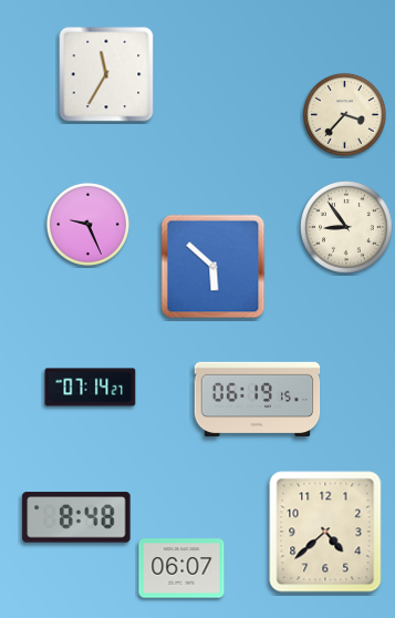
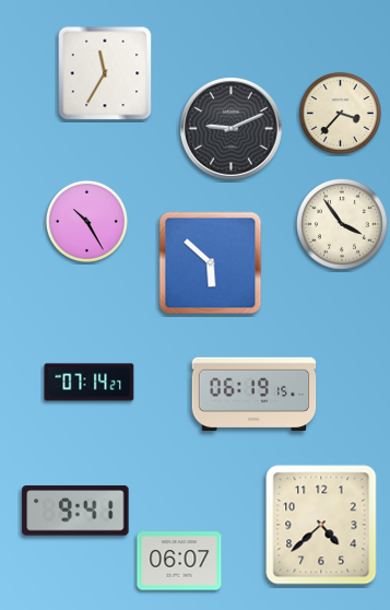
clock at (232, 129): none -> 9:11
clock at (87, 224): 9:26 -> 10:25
clock at (347, 228): 8:54 -> 3:54
clock at (76, 517): 8:48 -> 9:41
